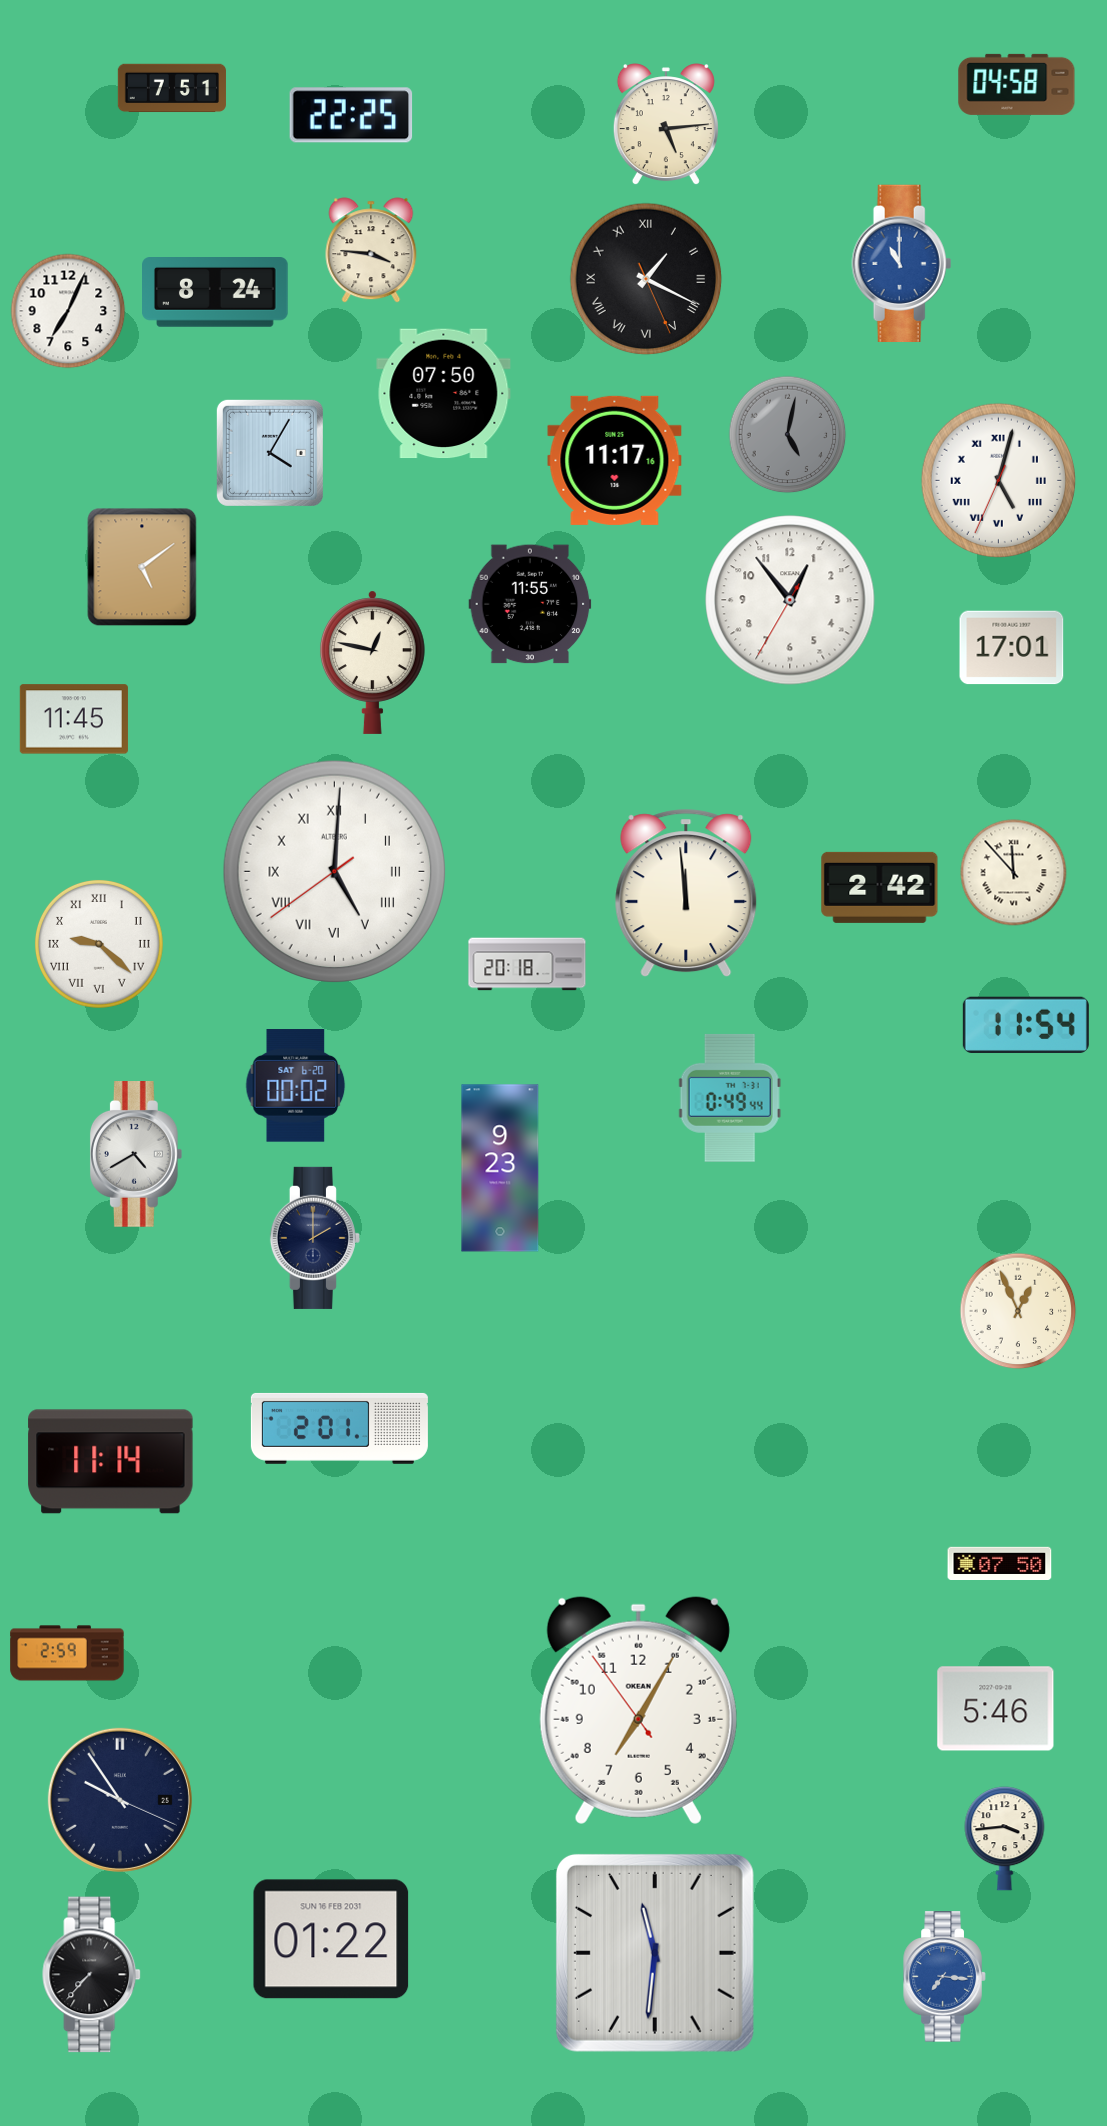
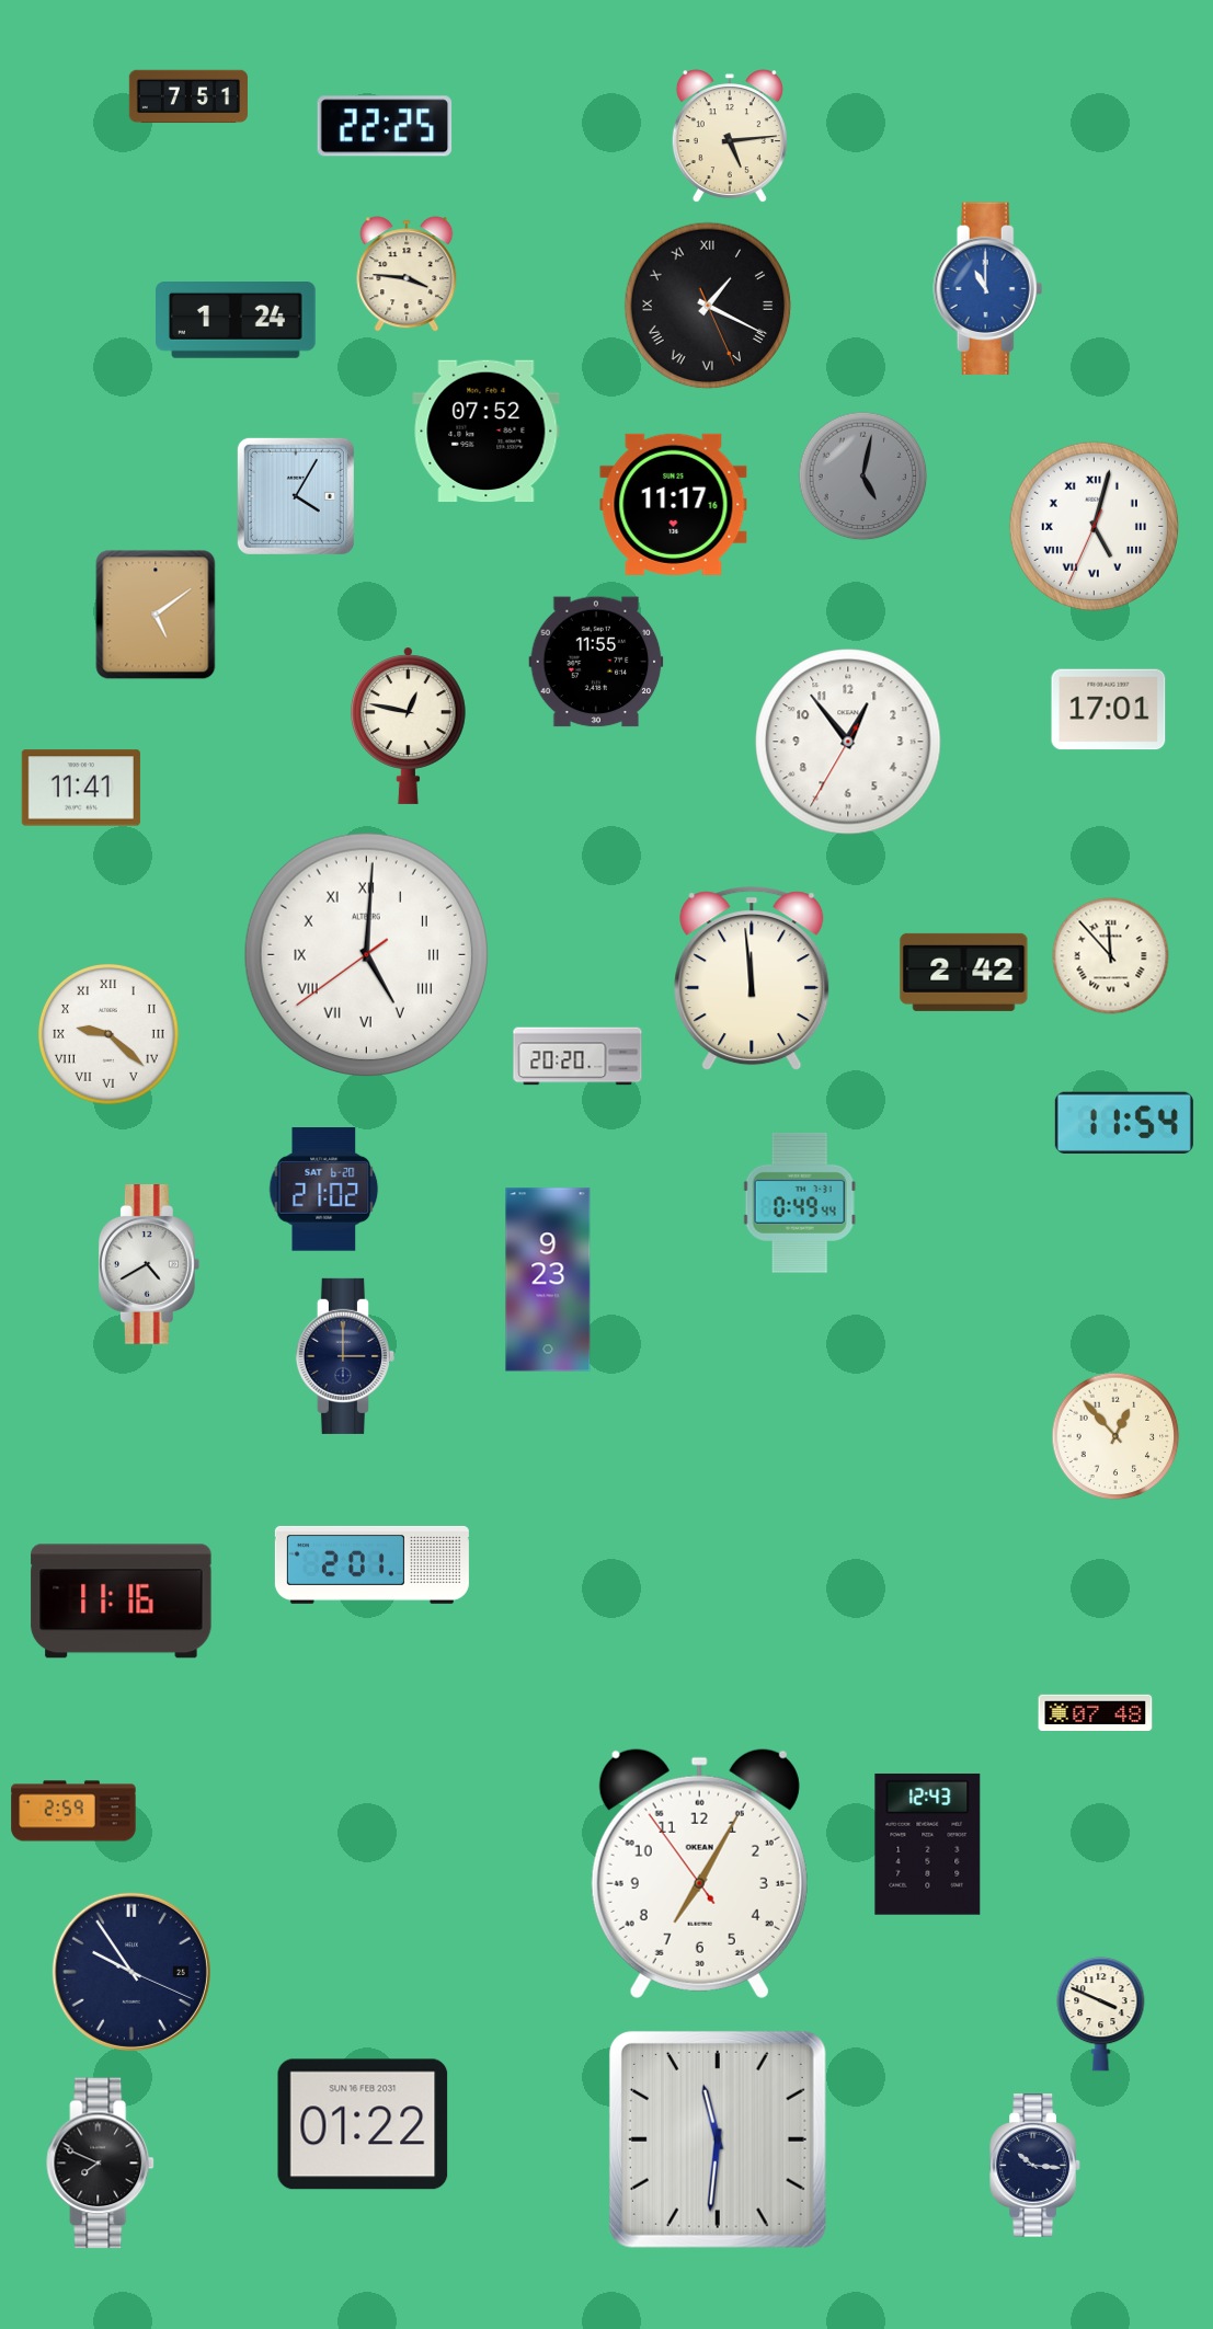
clock at (1017, 84): 04:58 -> none
clock at (216, 293): 8:24 -> 1:24
clock at (68, 311): 7:04 -> none
clock at (444, 394): 07:50 -> 07:52
clock at (142, 567) position: (142, 567) -> (156, 615)
clock at (790, 600) position: (790, 600) -> (848, 742)
clock at (530, 604) position: (530, 604) -> (596, 662)
clock at (74, 719): 11:45 -> 11:41
clock at (527, 964): 20:18 -> 20:20
clock at (296, 1086): 00:02 -> 21:02
clock at (315, 1238): 2:00 -> 3:00
clock at (1018, 1311): 12:56 -> 12:53
clock at (111, 1462): 11:14 -> 11:16
clock at (1000, 1564): 07:50 -> 07:48
clock at (928, 1844): none -> 12:43
clock at (996, 1709): 5:46 -> none
clock at (1005, 1839): 3:44 -> 3:49
clock at (92, 1975): 7:37 -> 7:49
clock at (945, 1977): 7:16 -> 10:16
clock at (945, 1977) dial: blue -> navy
